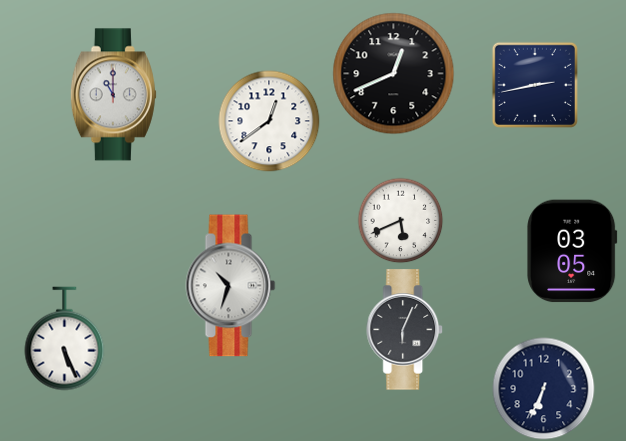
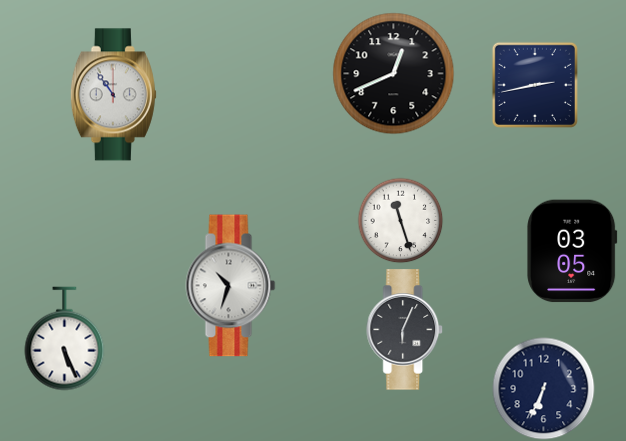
clock at (113, 95): 11:00 -> 10:54
clock at (269, 121): 12:39 -> none
clock at (400, 220): 5:41 -> 11:27
